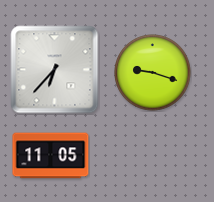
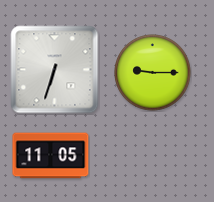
clock at (55, 70): 6:37 -> 6:33
clock at (153, 73): 9:18 -> 9:15
